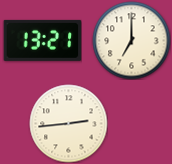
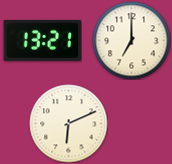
clock at (68, 123): 2:44 -> 6:11
